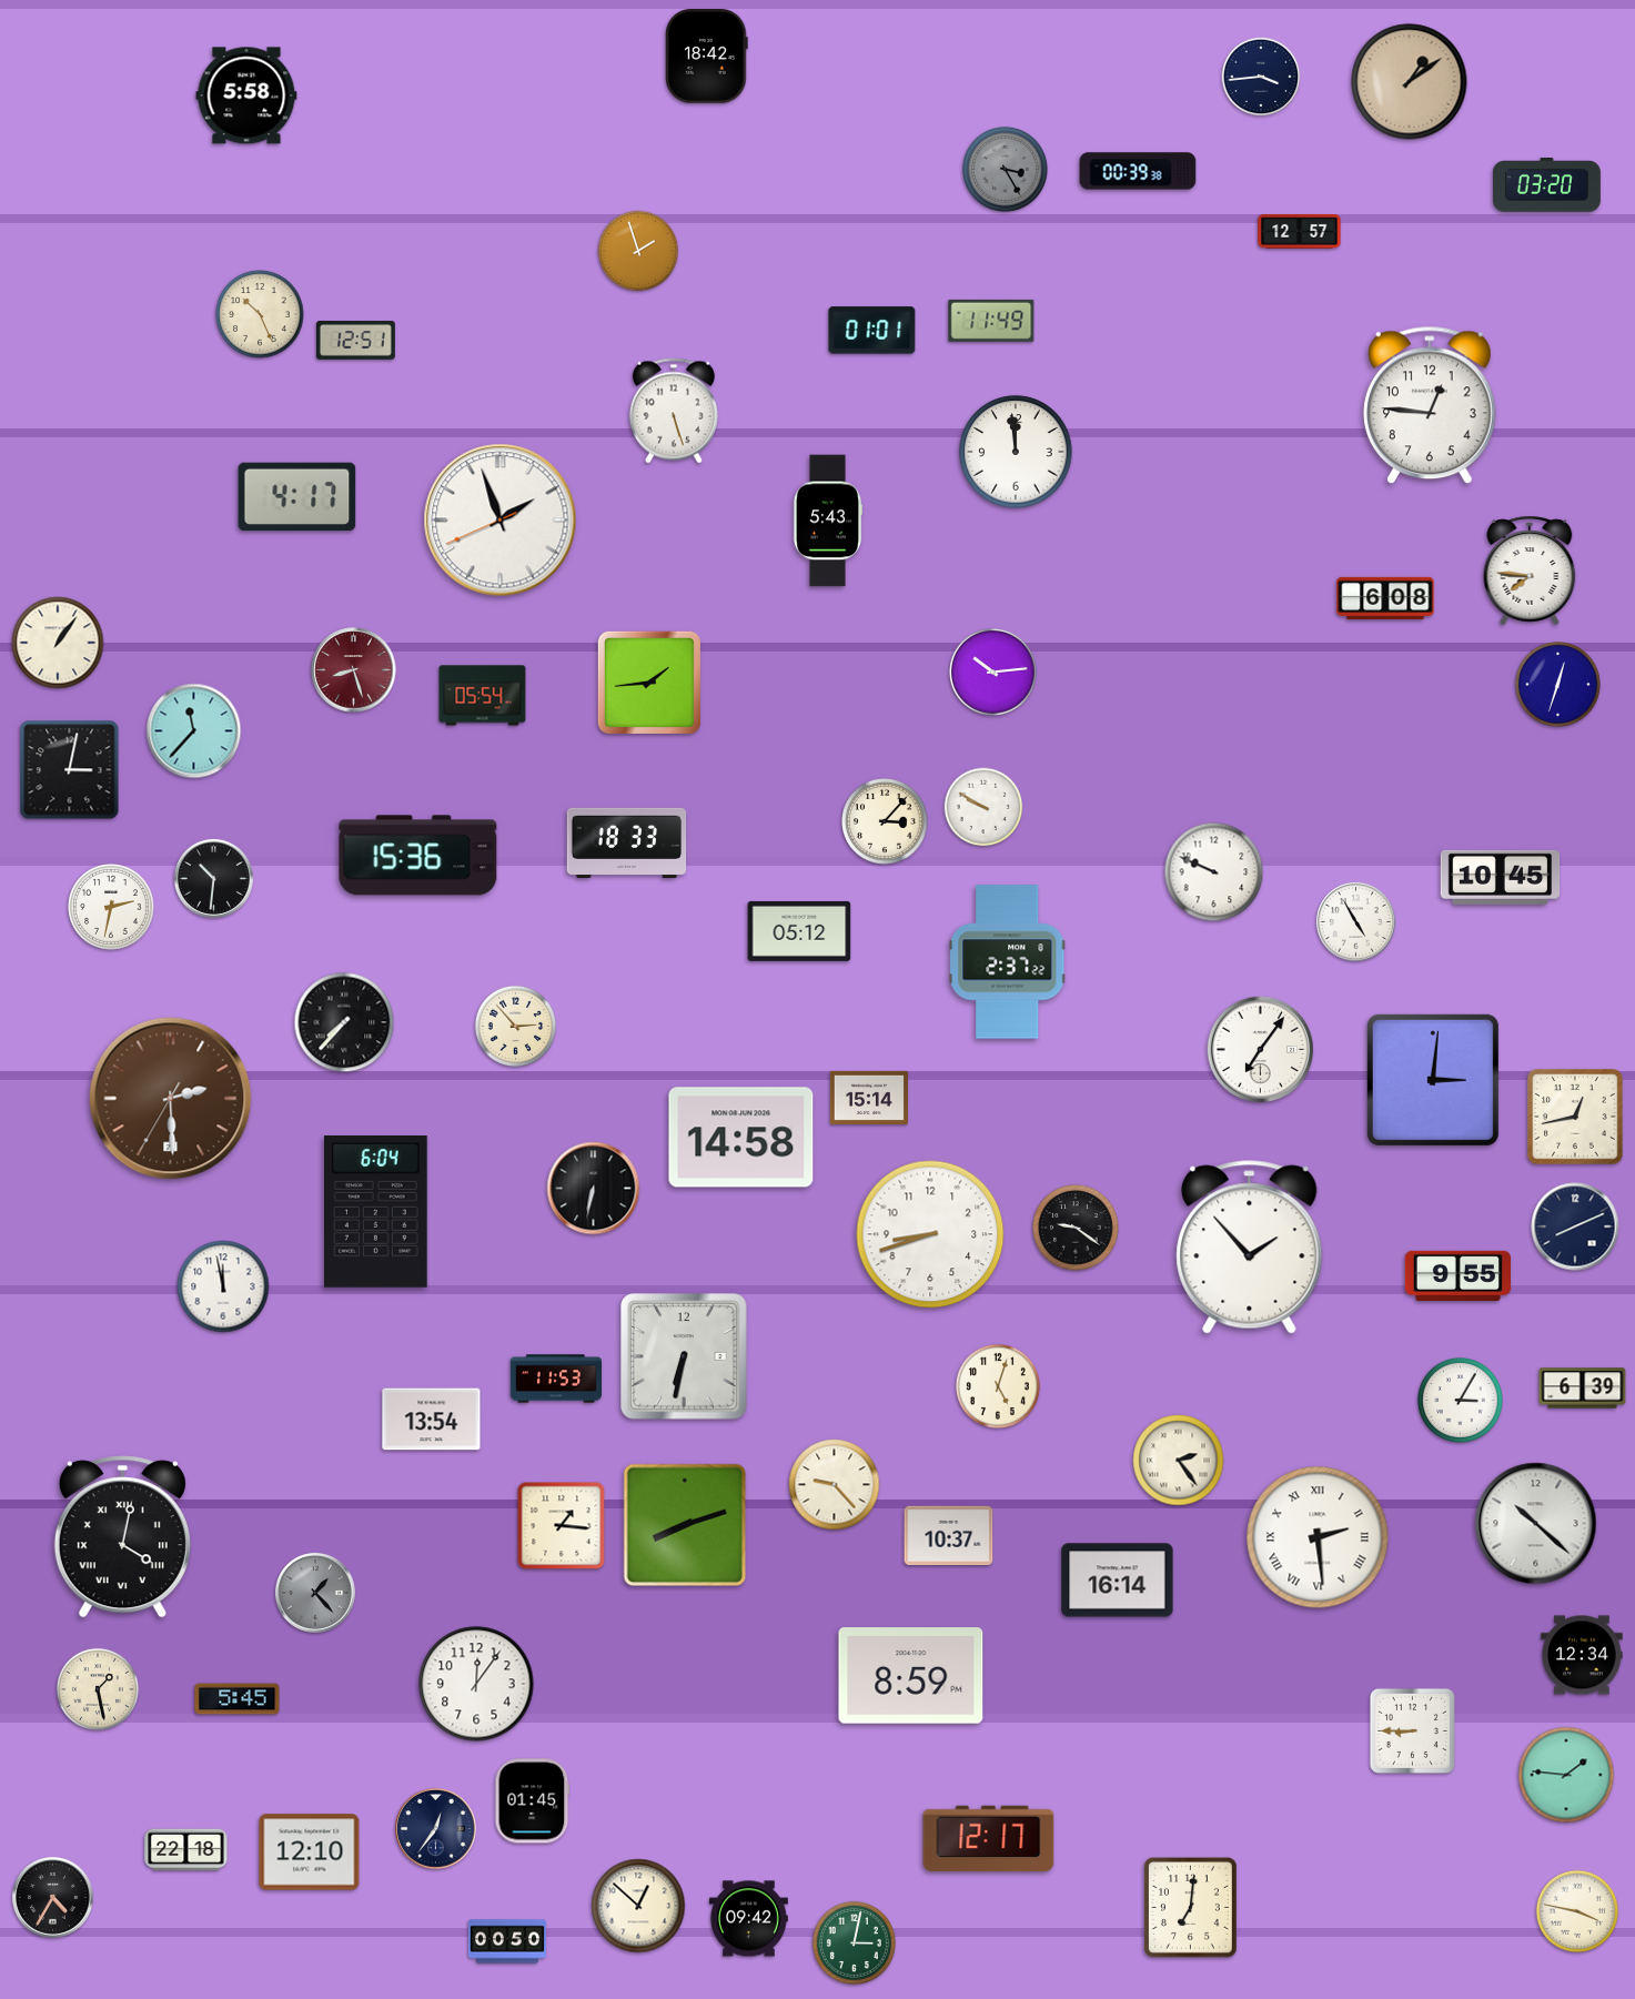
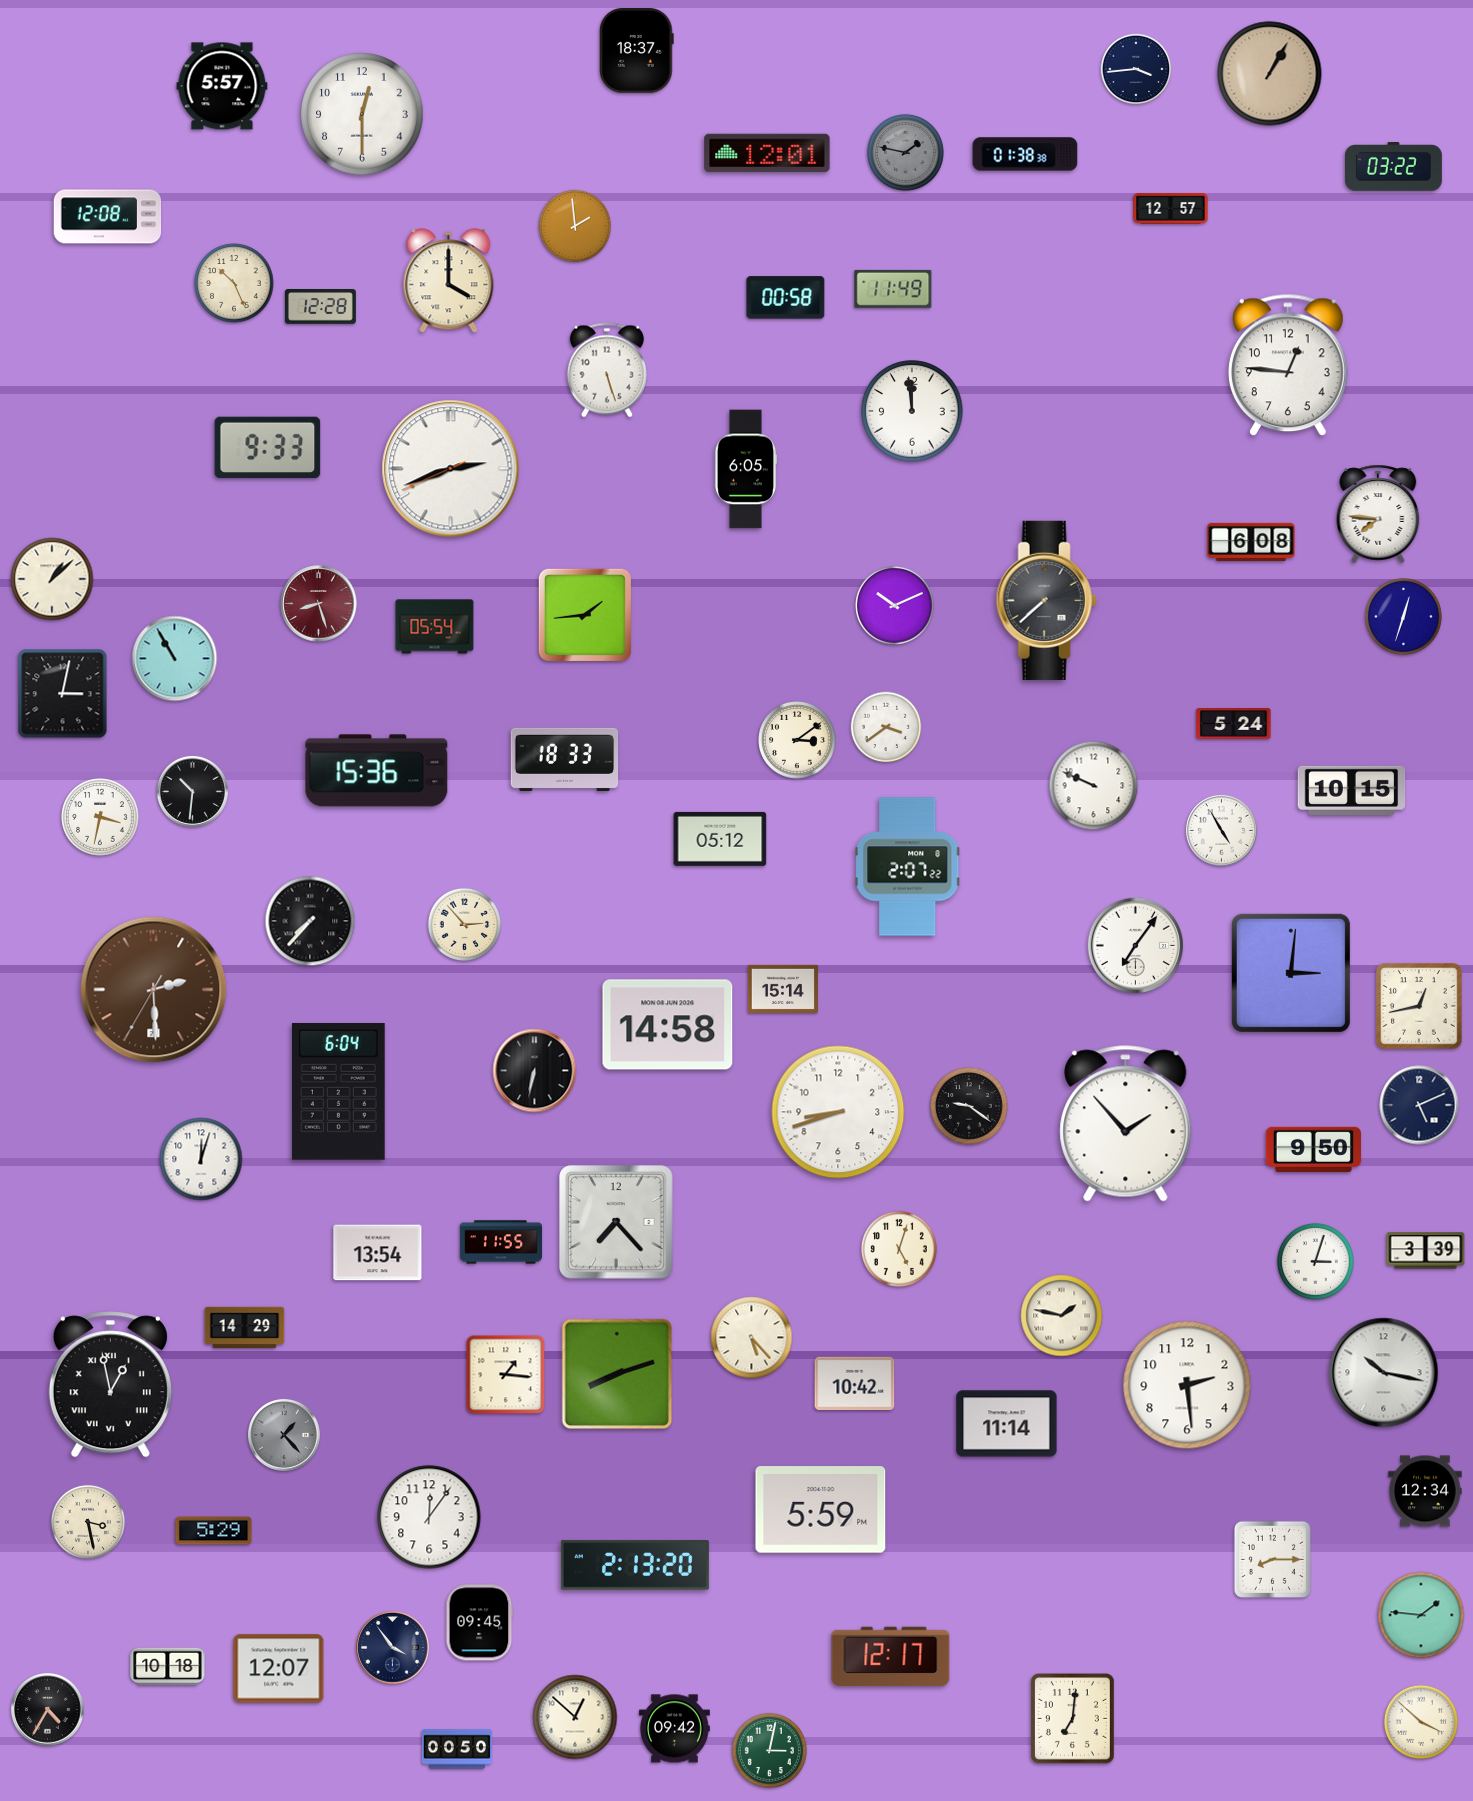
clock at (707, 57): 18:42 -> 18:37
clock at (1410, 82): 1:09 -> 1:05
clock at (246, 95): 5:58 -> 5:57
clock at (362, 114): none -> 12:30
clock at (1005, 169): 3:25 -> 1:47
clock at (767, 153): none -> 12:01
clock at (1138, 171): 00:39 -> 01:38
clock at (1546, 185): 03:20 -> 03:22
clock at (108, 217): none -> 12:08
clock at (638, 251): 1:57 -> 1:59
clock at (449, 281): none -> 4:00
clock at (872, 331): 01:01 -> 00:58
clock at (355, 341): 12:51 -> 12:28
clock at (1016, 452) position: (1016, 452) -> (912, 411)
clock at (297, 497): 4:17 -> 9:33
clock at (501, 521): 1:56 -> 2:41
clock at (828, 521): 5:43 -> 6:05
clock at (1385, 597) position: (1385, 597) -> (1251, 541)
clock at (58, 643): 1:06 -> 1:08
clock at (1046, 600): none -> 7:38
clock at (993, 673): 10:14 -> 10:11
clock at (194, 731): 11:37 -> 10:55
clock at (1234, 724): none -> 5:24
clock at (983, 807): 9:50 -> 3:39
clock at (885, 821): 3:07 -> 3:09
clock at (1501, 877): 10:45 -> 10:15
clock at (111, 907): 2:32 -> 3:32
clock at (1008, 962): 2:37 -> 2:07
clock at (1575, 1226): 8:11 -> 5:11
clock at (1457, 1275): 9:55 -> 9:50
clock at (223, 1286): 11:58 -> 12:03
clock at (684, 1356): 6:32 -> 7:23
clock at (556, 1379): 11:53 -> 11:55
clock at (1583, 1389): 6:39 -> 3:39
clock at (1460, 1400): 3:05 -> 3:03
clock at (432, 1420) position: (432, 1420) -> (378, 1253)
clock at (1179, 1461): 2:24 -> 1:47
clock at (245, 1328): none -> 14:29
clock at (835, 1485): 9:23 -> 5:23
clock at (1536, 1524): 10:22 -> 10:17
clock at (949, 1535): 10:37 -> 10:42
clock at (122, 1537): 4:02 -> 12:58
clock at (1318, 1537) numerals: Roman -> Arabic
clock at (1118, 1581): 16:14 -> 11:14
clock at (911, 1676): 8:59 -> 5:59
clock at (98, 1689): 1:28 -> 3:28
clock at (238, 1699): 5:45 -> 5:29
clock at (1412, 1730): 8:45 -> 8:15
clock at (635, 1565): none -> 2:13
clock at (1566, 1775) position: (1566, 1775) -> (1421, 1615)
clock at (533, 1801): 01:45 -> 09:45
clock at (436, 1829): 12:36 -> 3:54
clock at (186, 1850): 22:18 -> 10:18
clock at (310, 1852): 12:10 -> 12:07
clock at (1577, 1911): 3:47 -> 3:52
